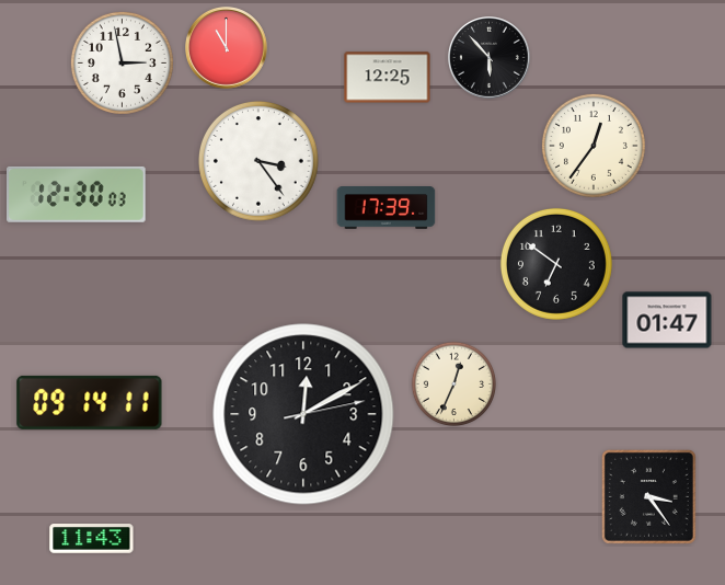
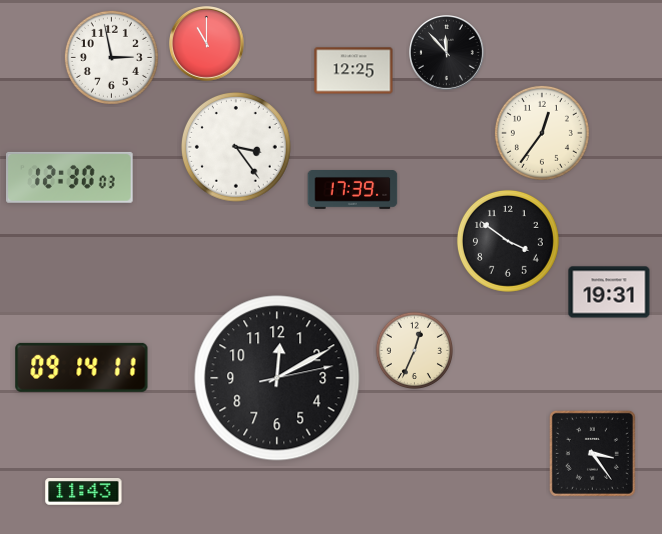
clock at (490, 58): 5:53 -> 11:53
clock at (556, 264): 6:51 -> 3:51
clock at (667, 320): 01:47 -> 19:31
